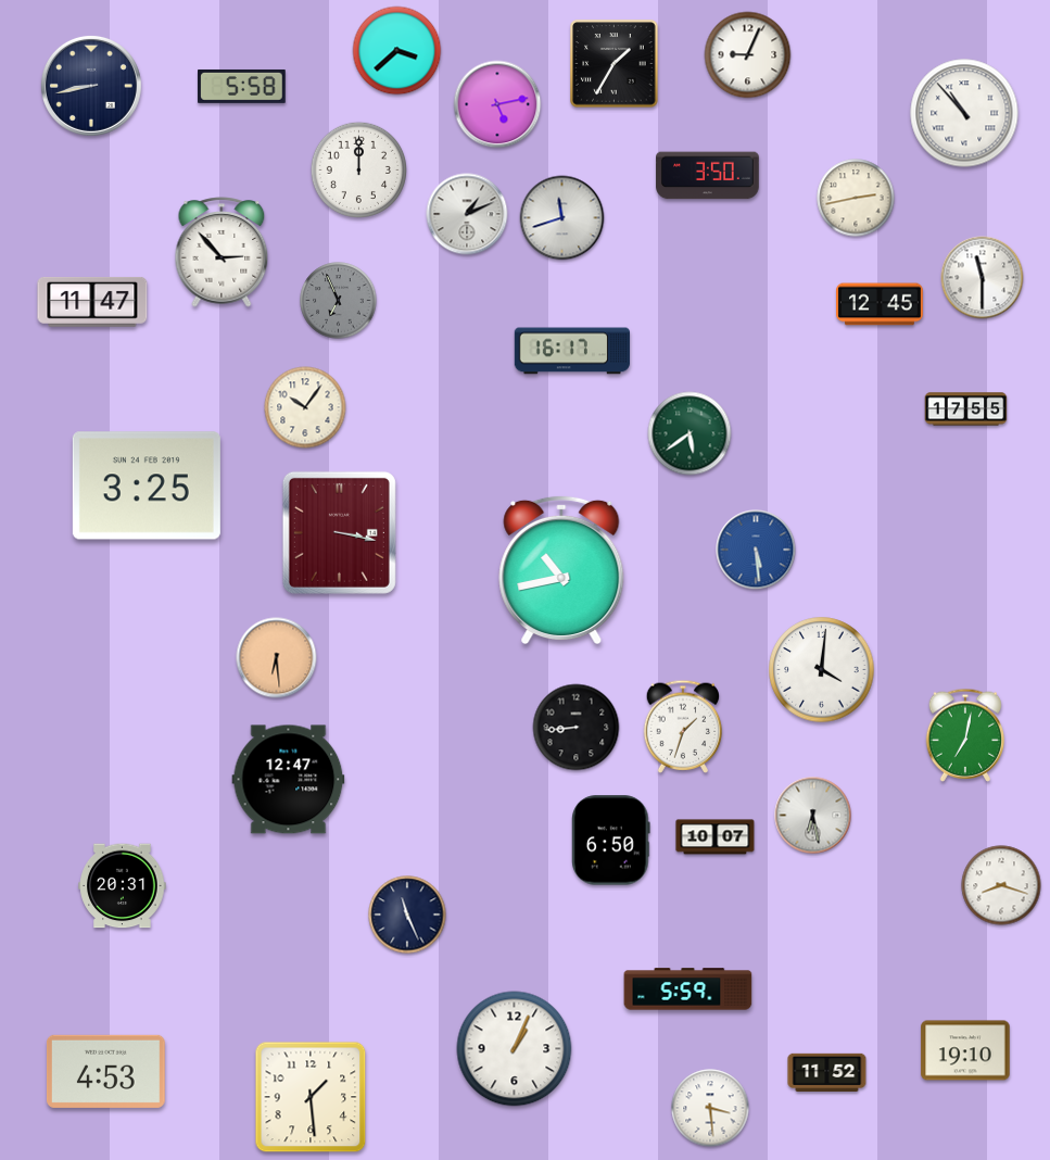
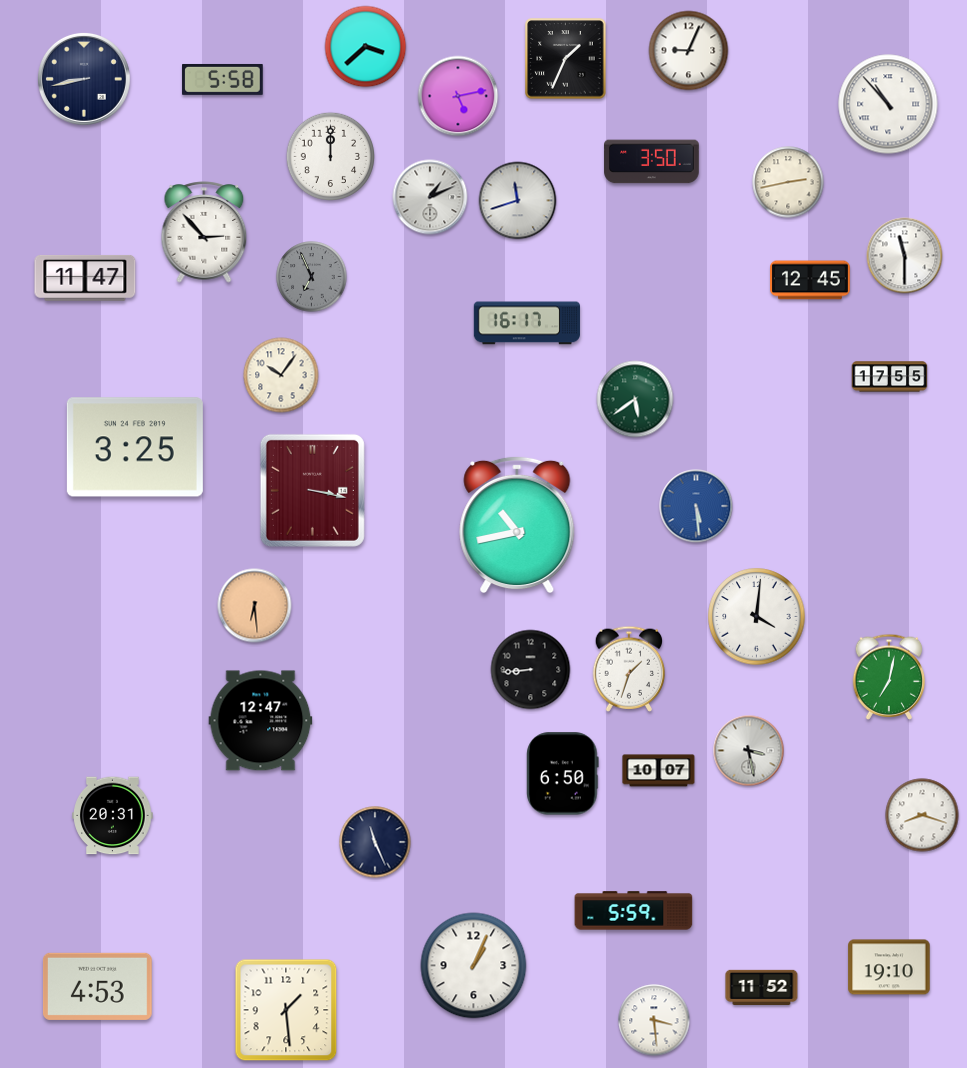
clock at (615, 64): 1:35 -> 1:34
clock at (289, 780) position: (289, 780) -> (261, 721)
clock at (813, 816): 6:28 -> 3:28
